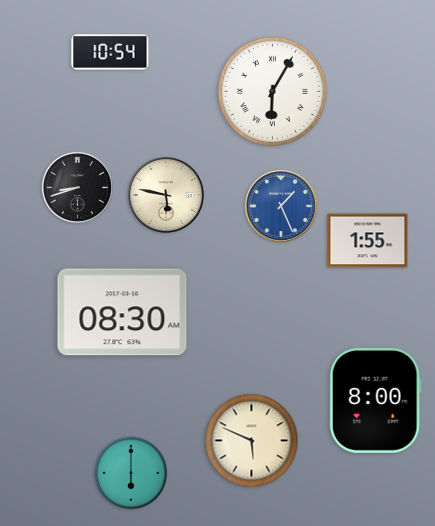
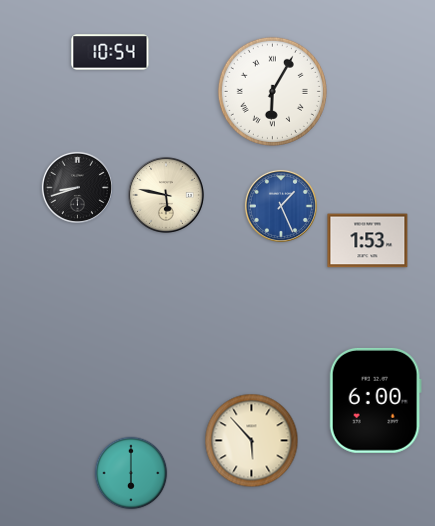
clock at (368, 241): 1:55 -> 1:53
clock at (122, 312): 08:30 -> none
clock at (375, 400): 8:00 -> 6:00
clock at (252, 441): 5:49 -> 5:53
